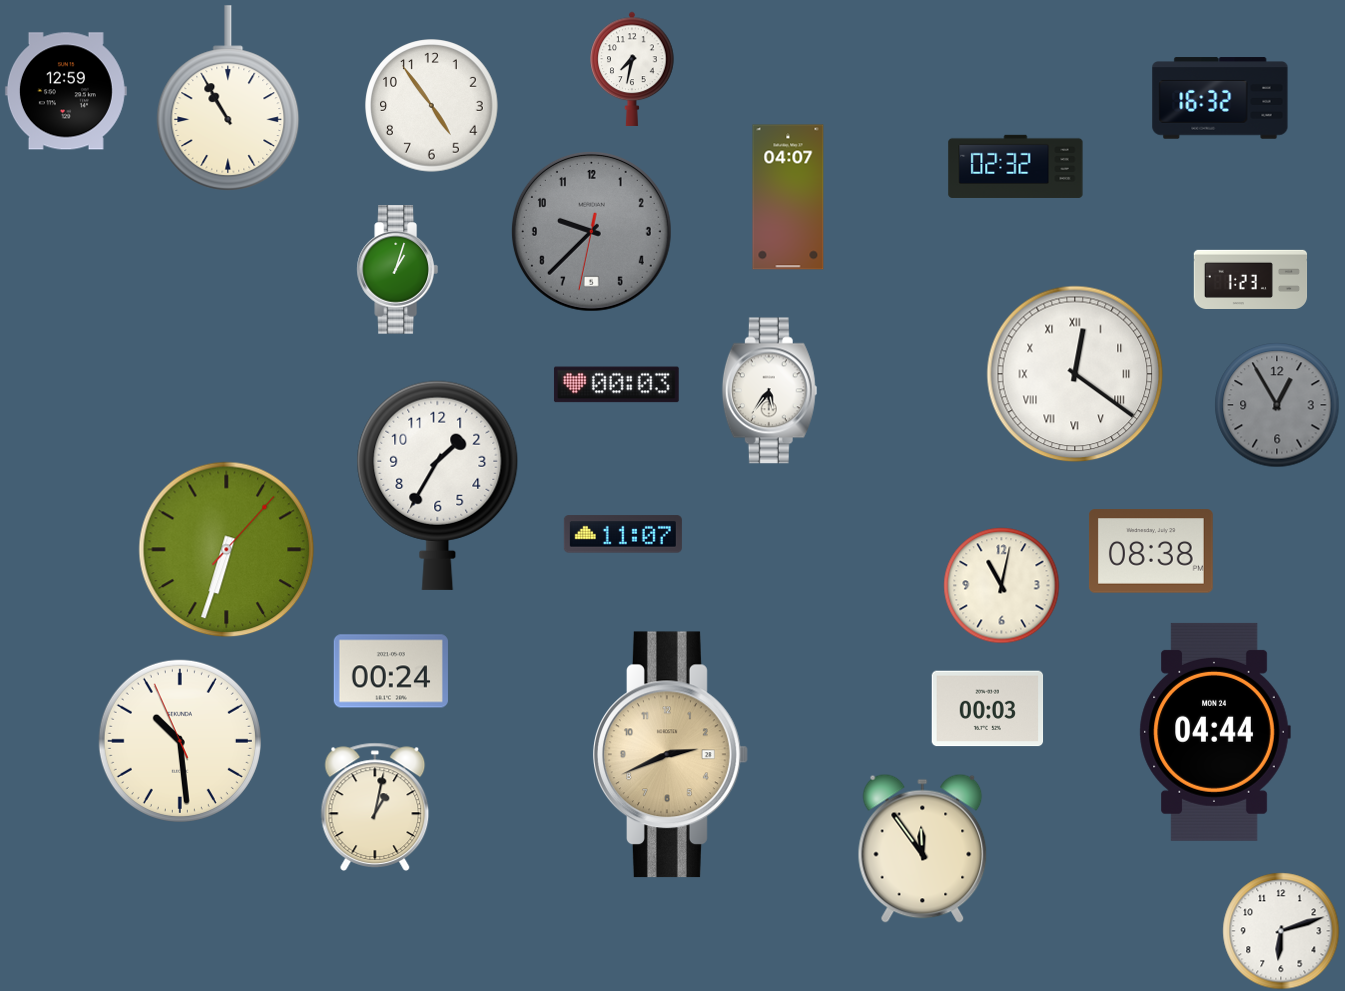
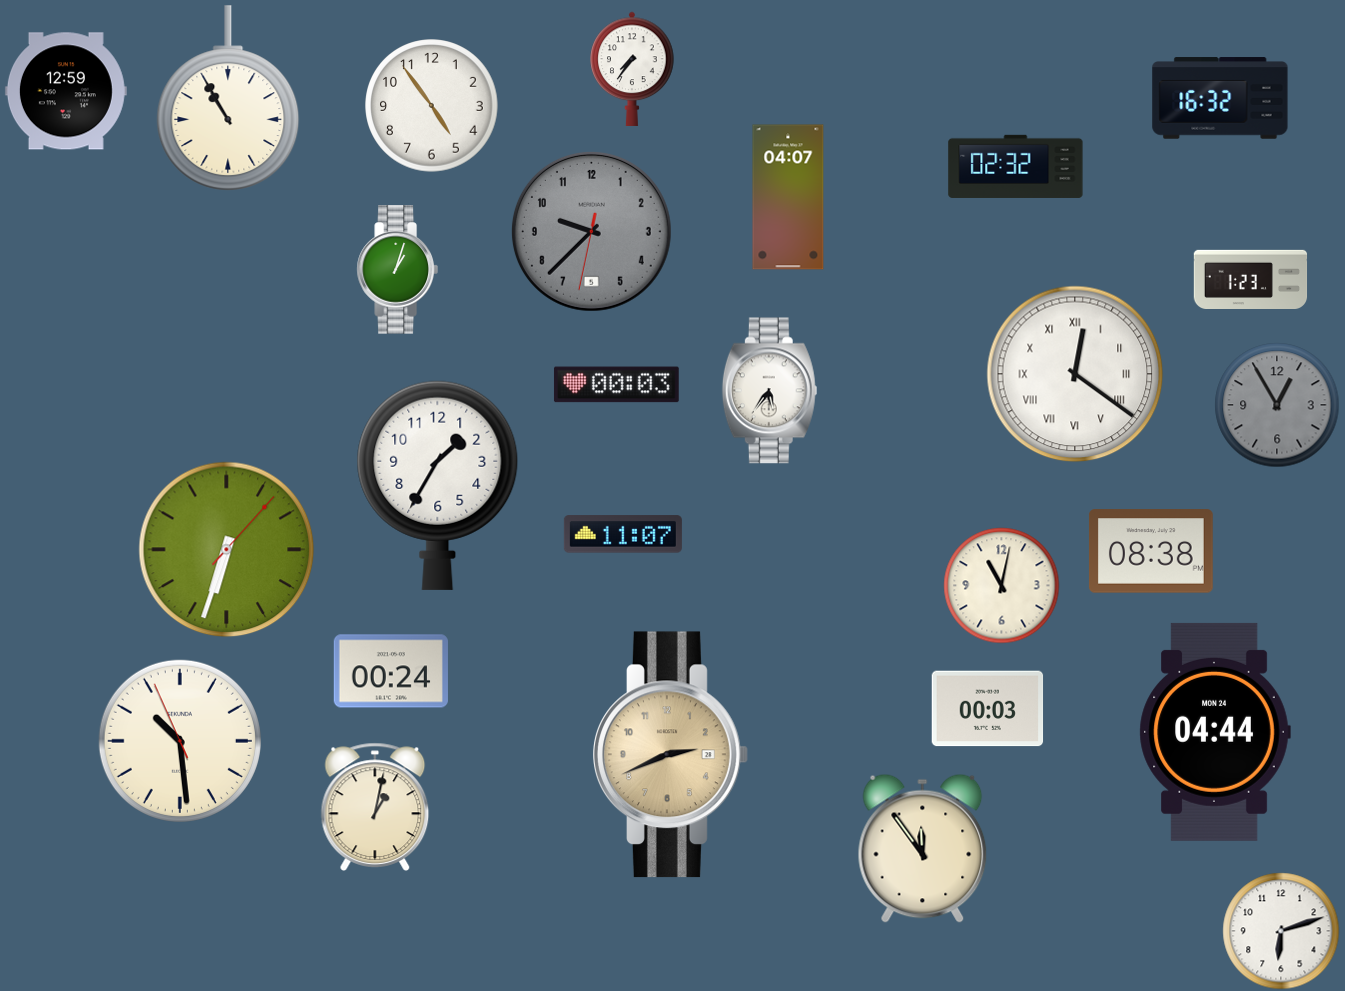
clock at (632, 69): 7:32 -> 7:36
